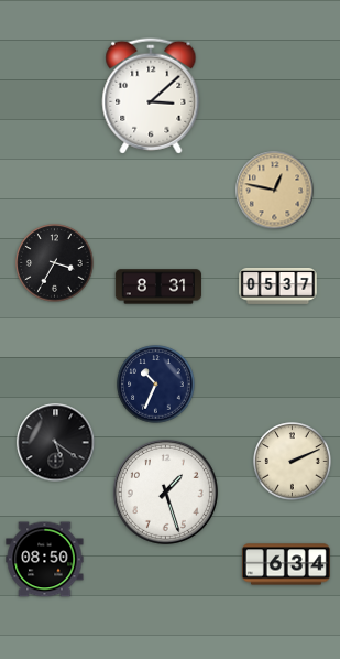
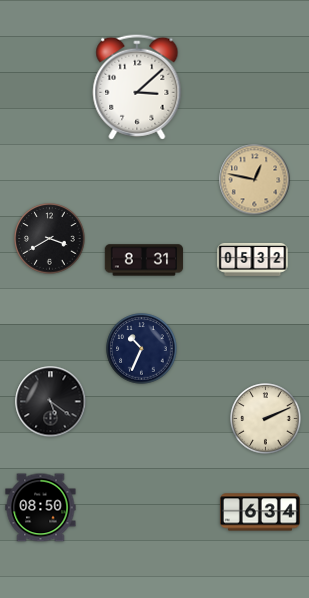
clock at (275, 191) position: (275, 191) -> (255, 180)
clock at (55, 263): 3:35 -> 3:40
clock at (278, 285): 05:37 -> 05:32
clock at (165, 491): 1:27 -> none
